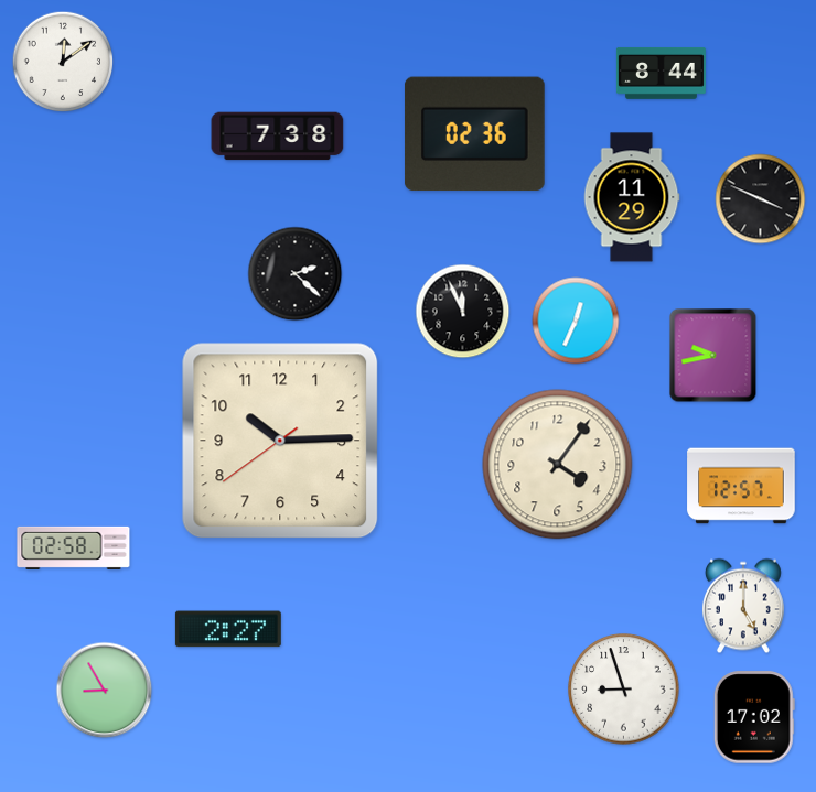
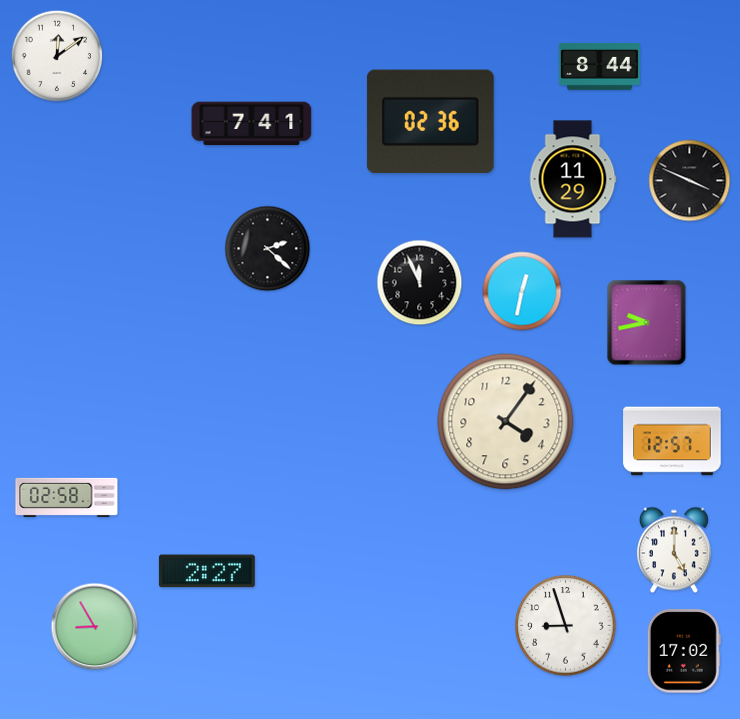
clock at (278, 137): 7:38 -> 7:41
clock at (576, 321): 12:34 -> 12:32
clock at (280, 441): 10:14 -> none
